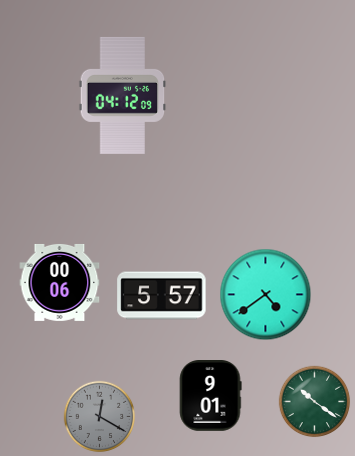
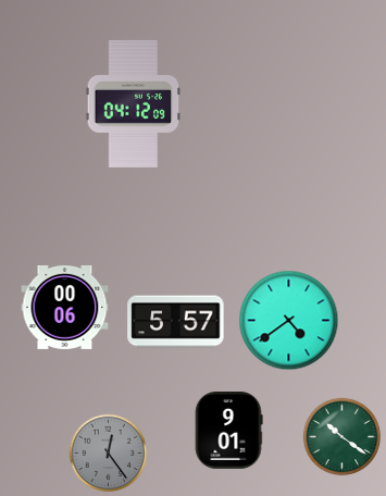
clock at (100, 417): 12:20 -> 12:24
